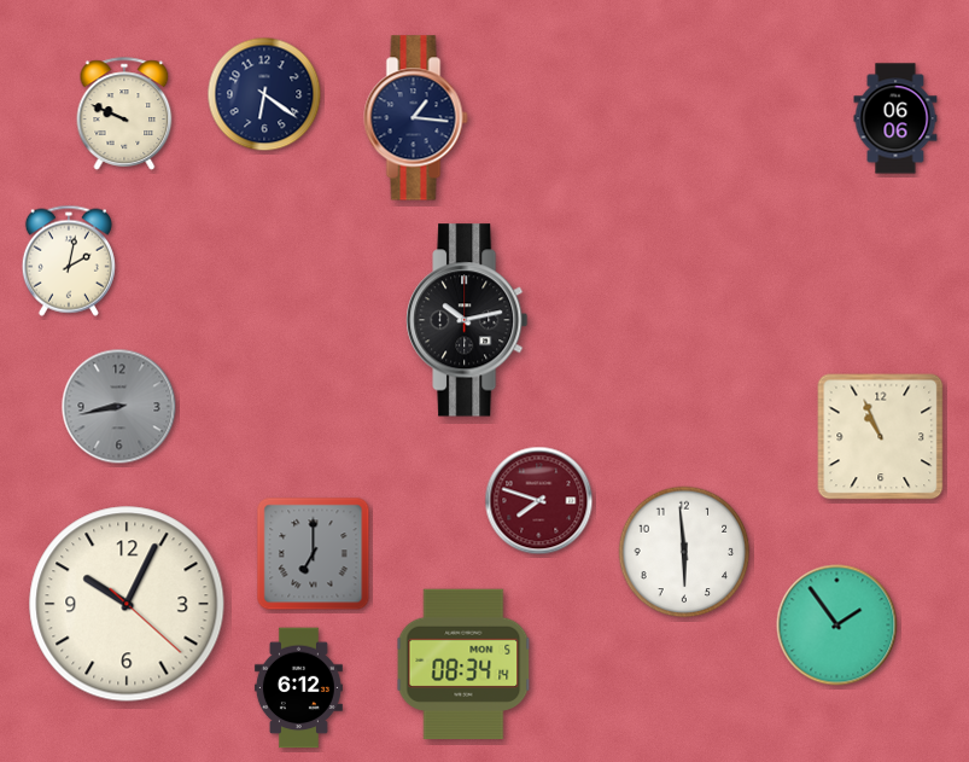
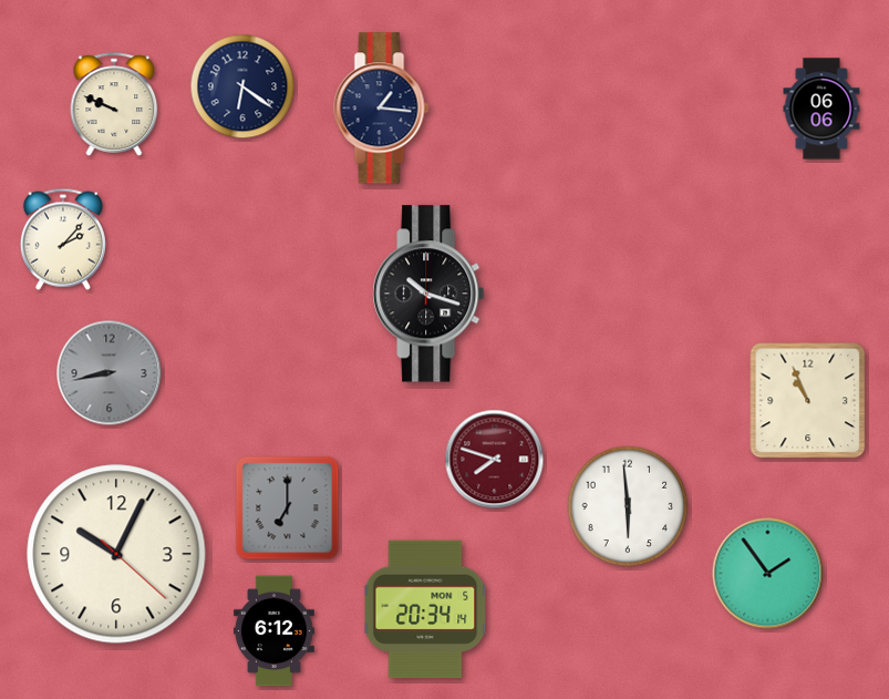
clock at (69, 261): 2:02 -> 2:07
clock at (467, 320): 10:13 -> 10:18
clock at (463, 664): 08:34 -> 20:34
